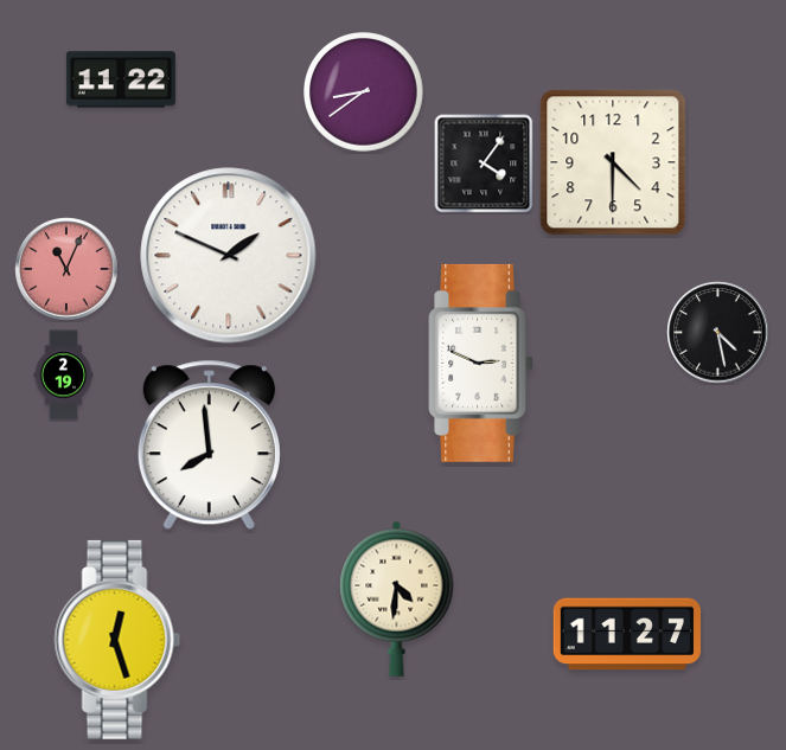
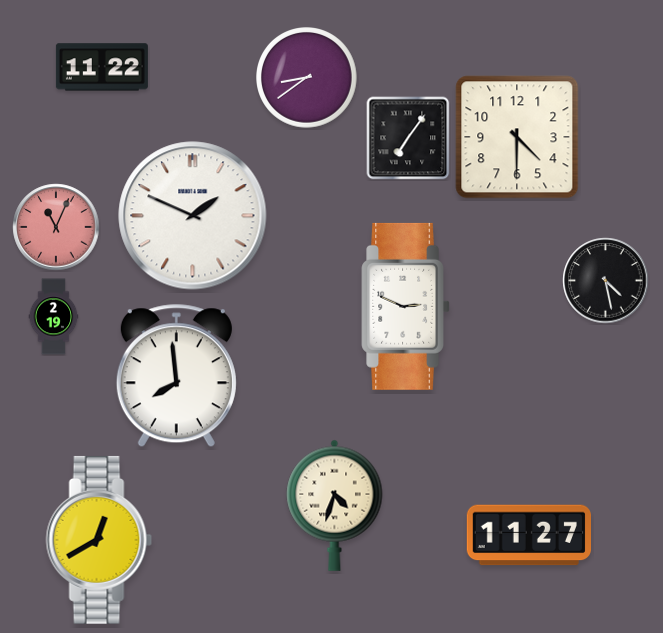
clock at (484, 164): 4:06 -> 7:06
clock at (397, 598): 4:31 -> 4:33
clock at (117, 640): 12:27 -> 12:40
